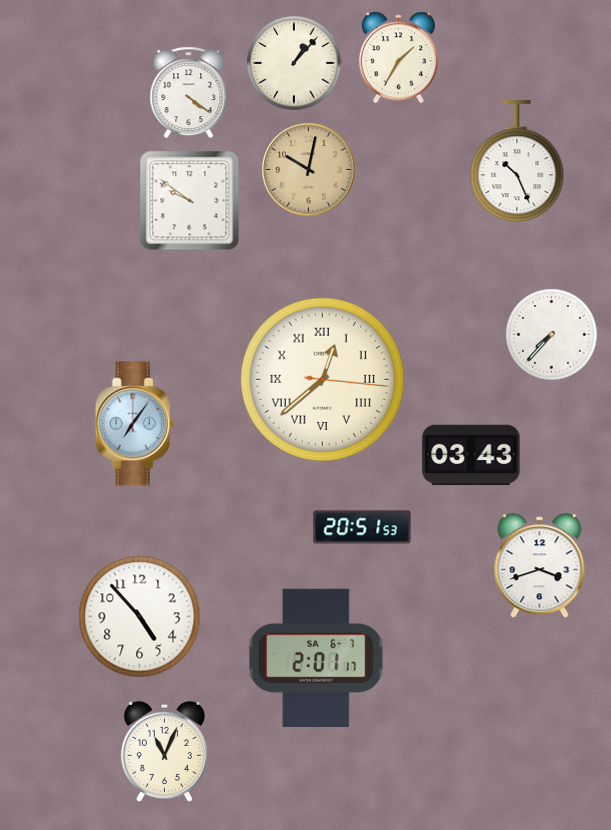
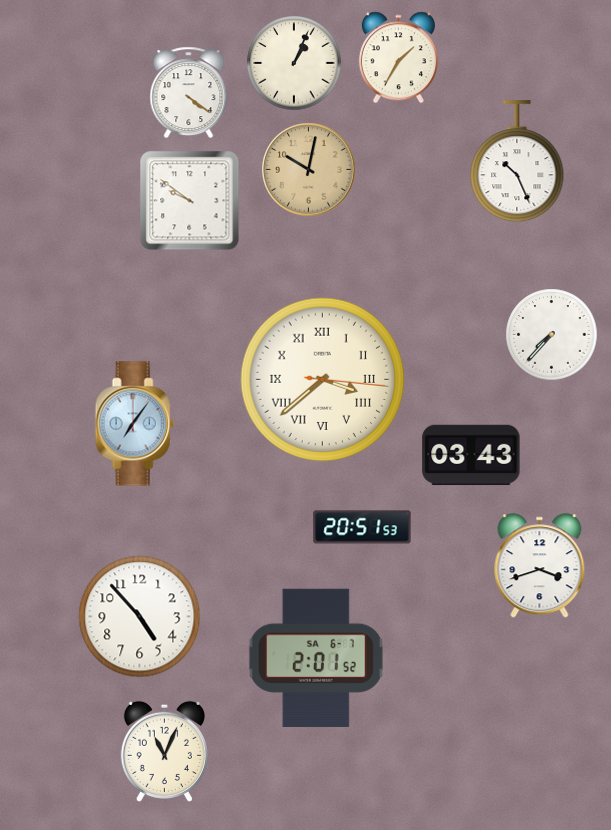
clock at (294, 63): 1:07 -> 1:04
clock at (323, 380): 12:38 -> 3:38
clock at (316, 658): 2:01:17 -> 2:01:52
